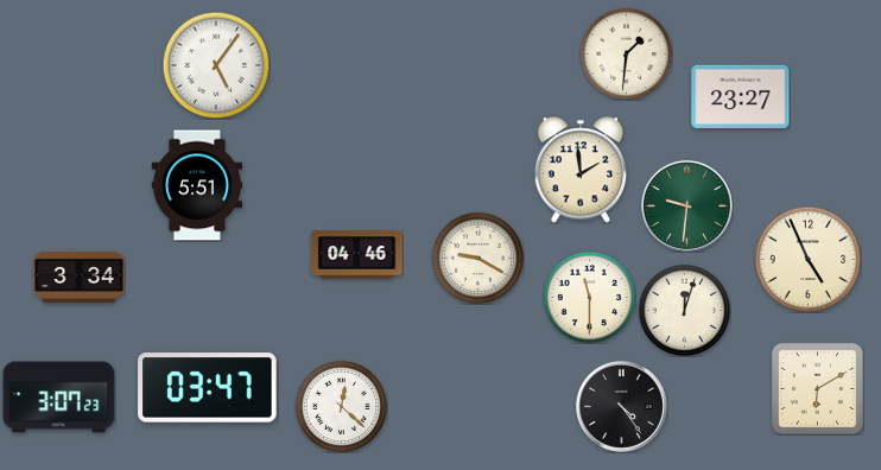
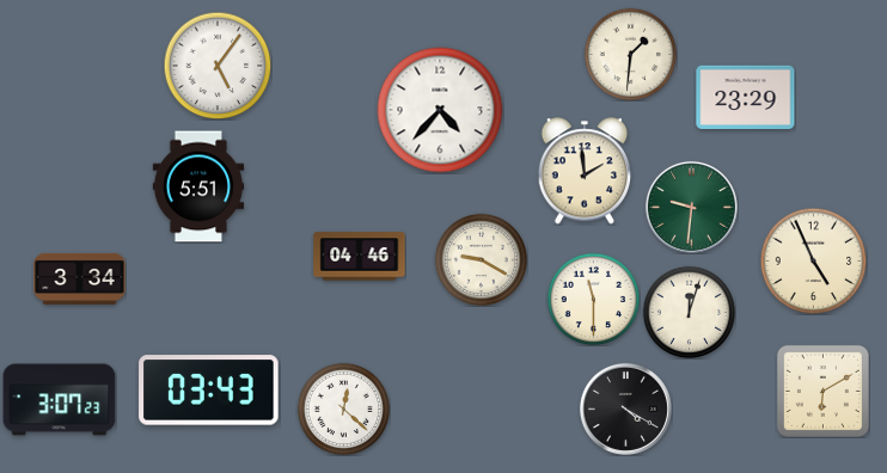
clock at (741, 97): 23:27 -> 23:29
clock at (440, 110): none -> 4:37
clock at (208, 388): 03:47 -> 03:43
clock at (621, 406): 4:24 -> 4:20
